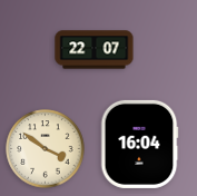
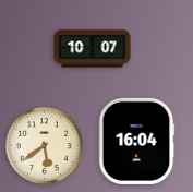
clock at (95, 50): 22:07 -> 10:07
clock at (46, 149): 3:51 -> 5:39
